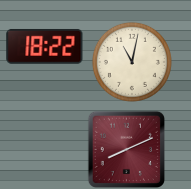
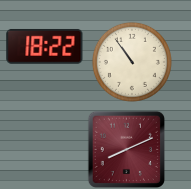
clock at (132, 62): 11:02 -> 10:54
